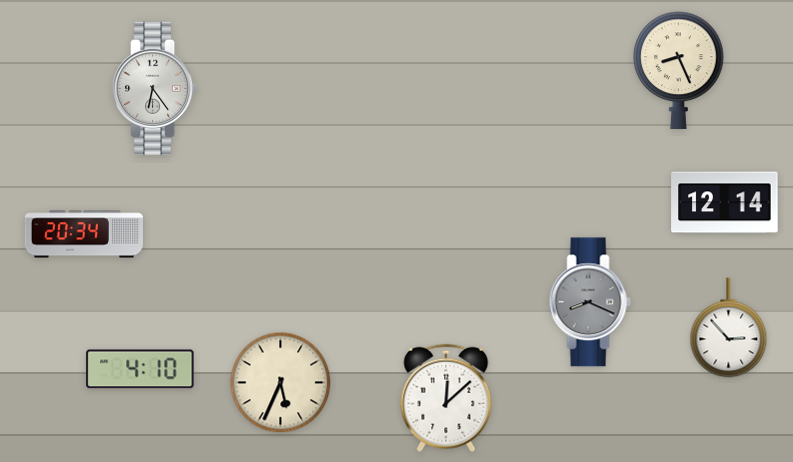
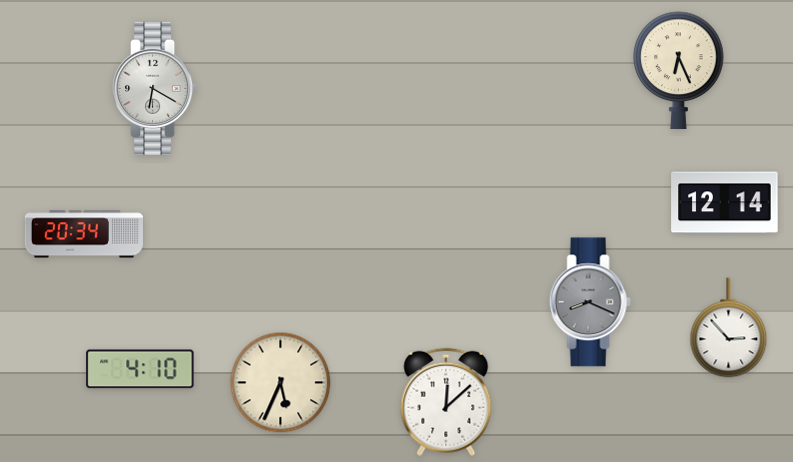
clock at (679, 70): 8:26 -> 6:26
clock at (155, 88): 6:24 -> 6:20
clock at (446, 398) position: (446, 398) -> (446, 402)
